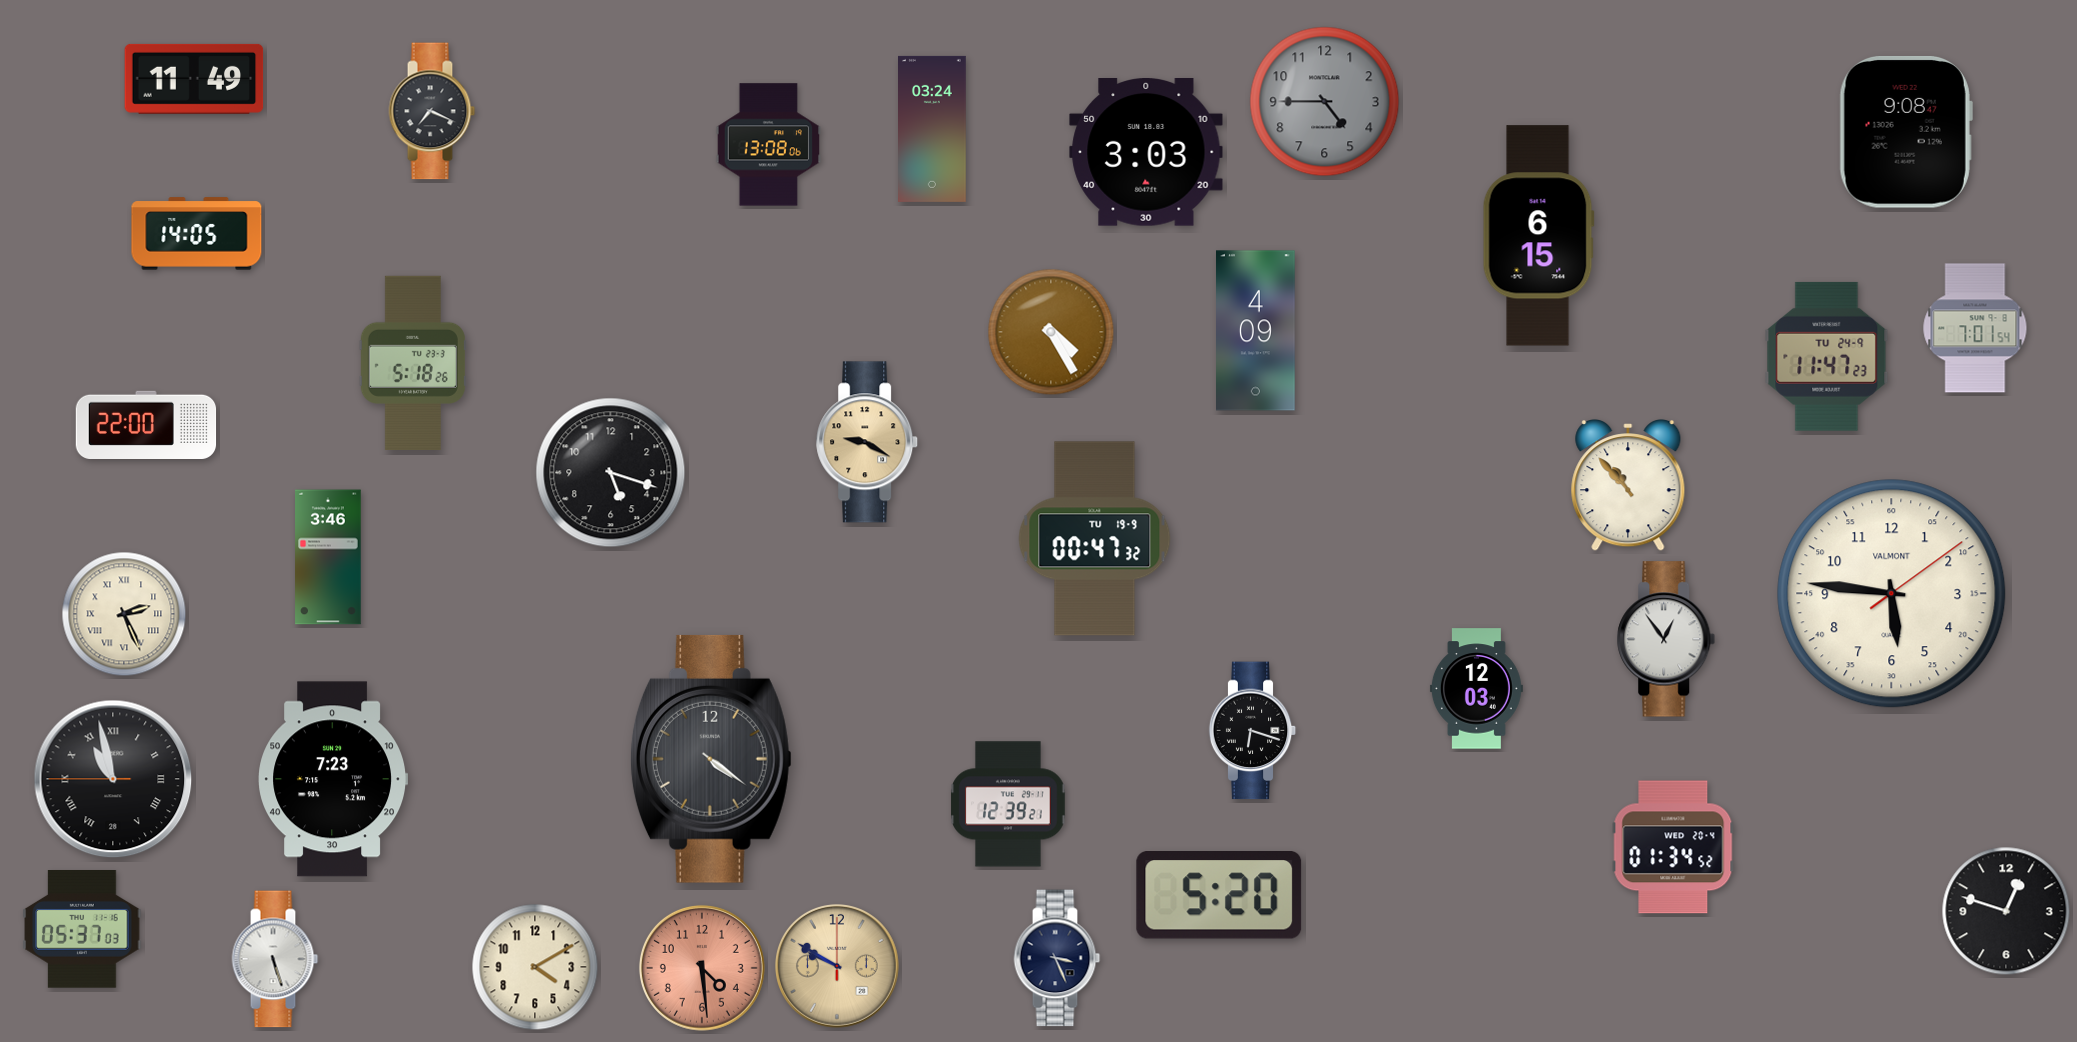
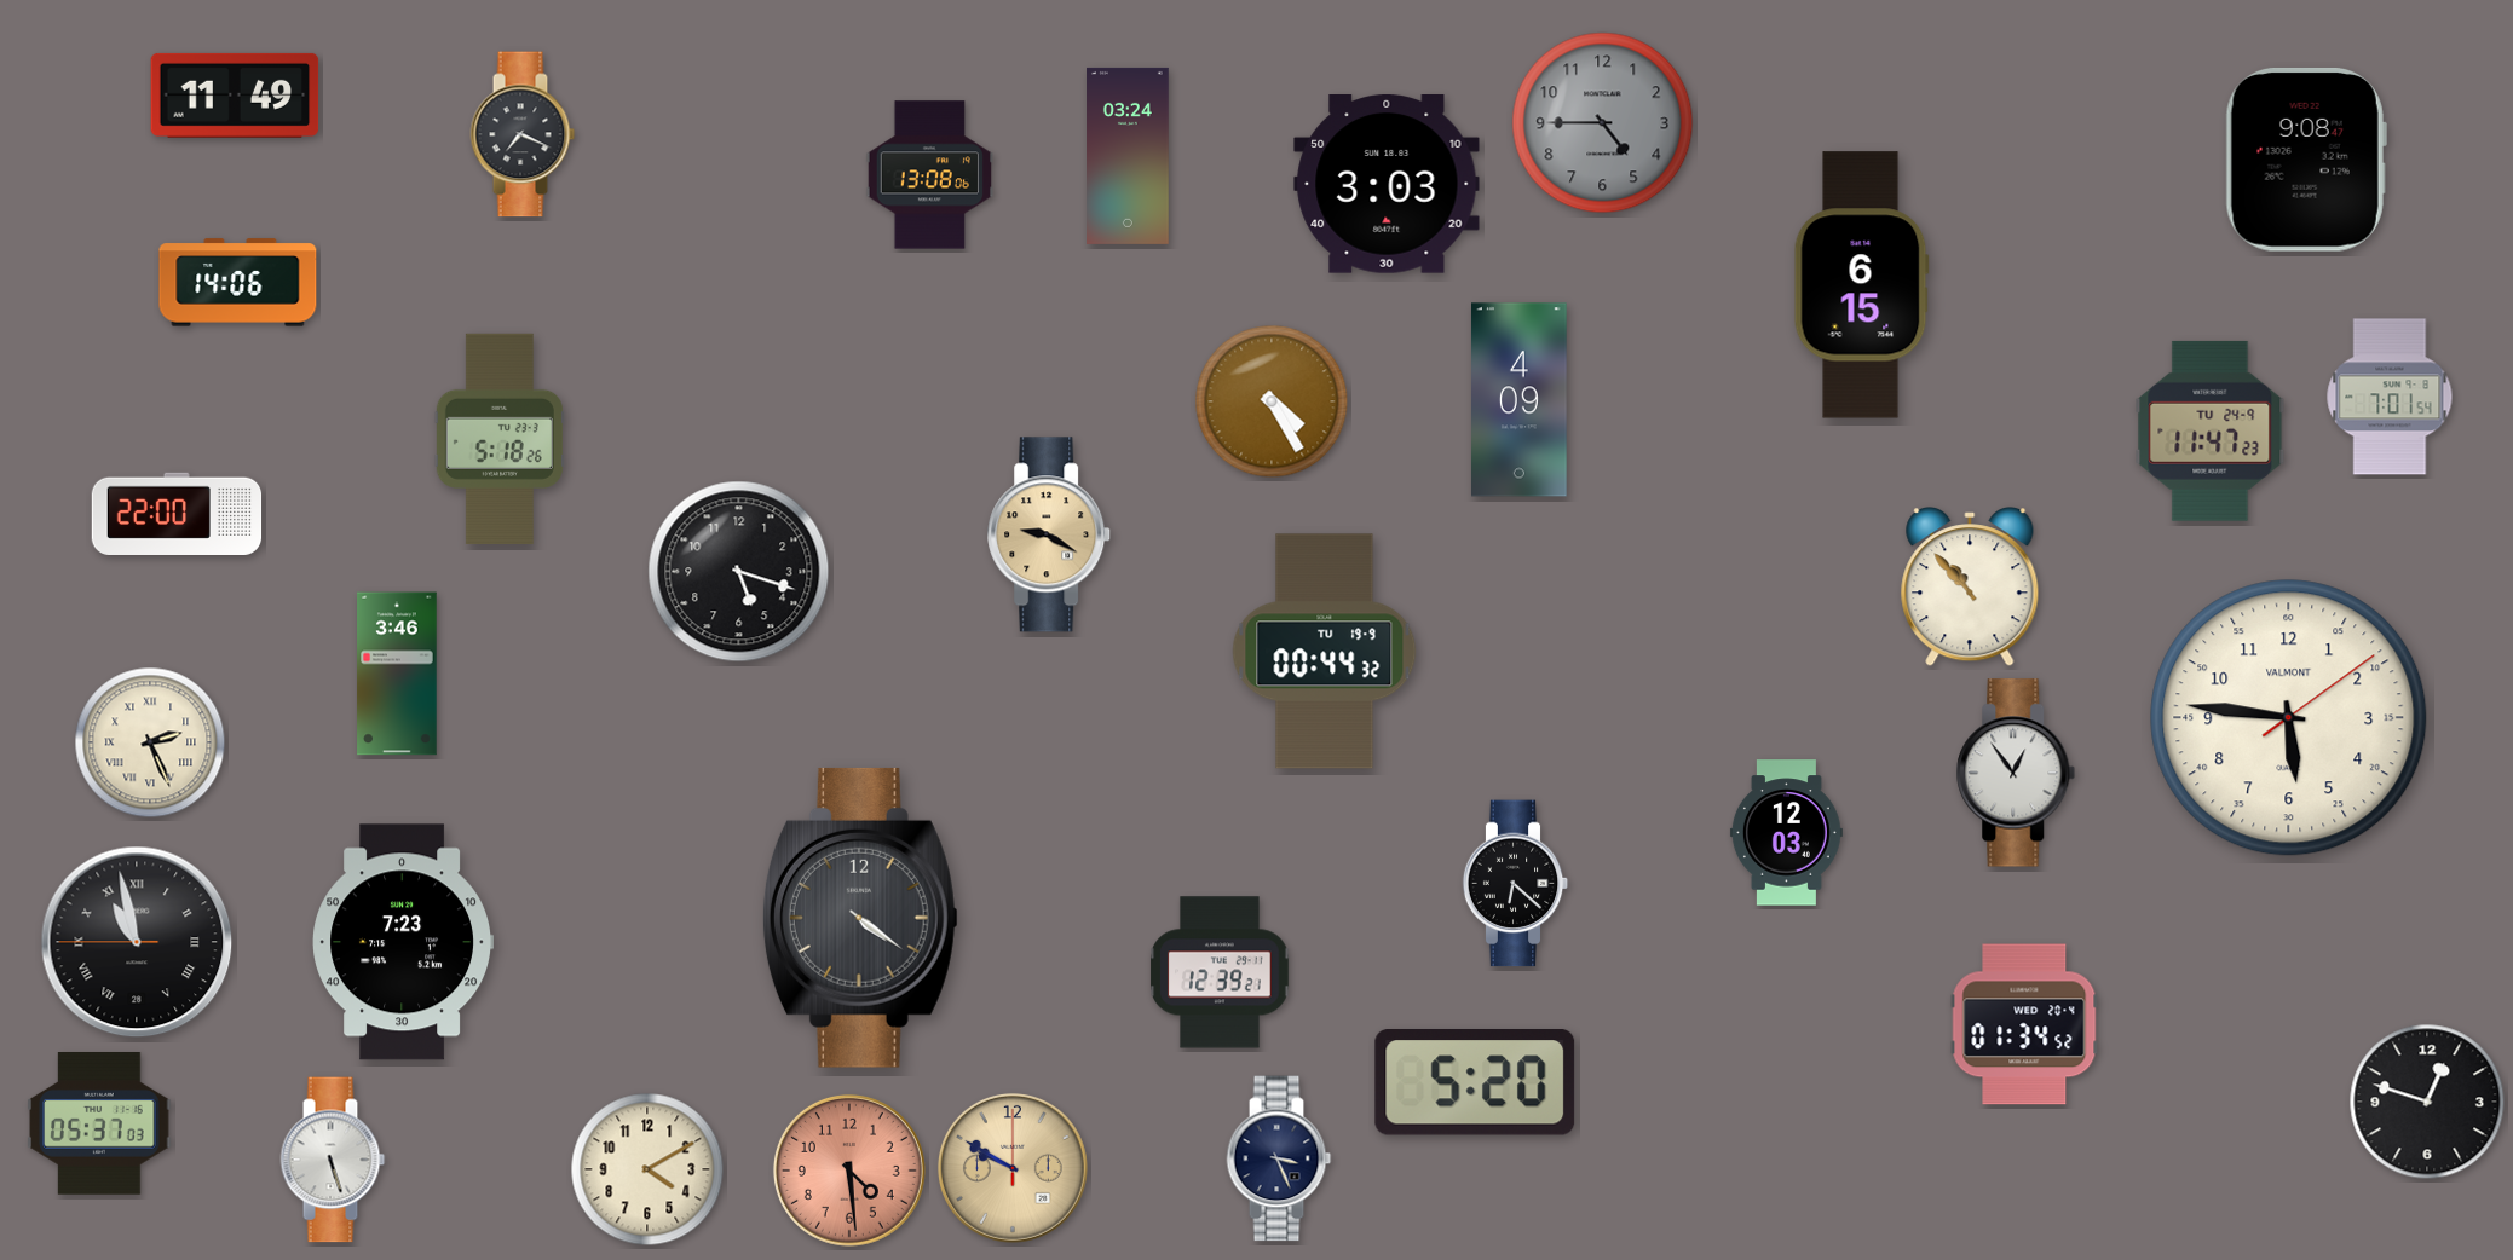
clock at (197, 234): 14:05 -> 14:06
clock at (1095, 539): 00:47 -> 00:44
clock at (1253, 731): 6:18 -> 6:22
